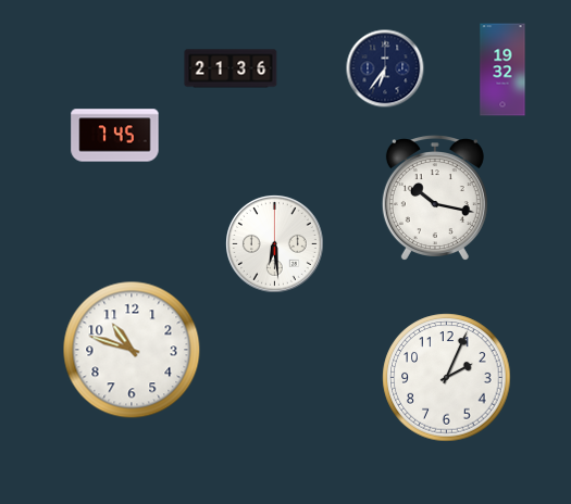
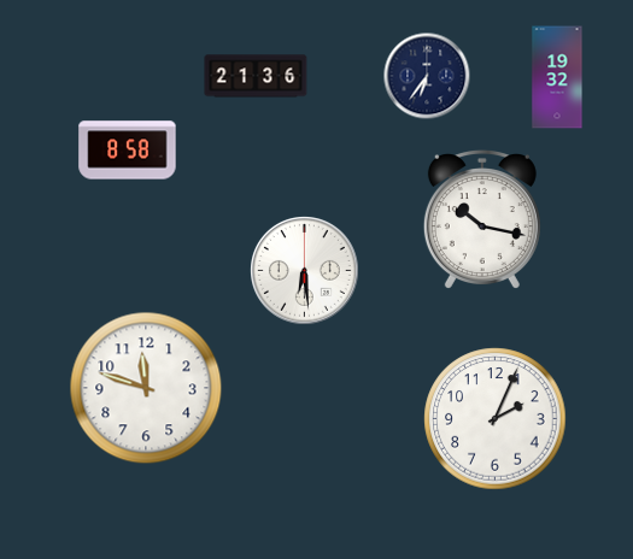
clock at (115, 136): 7:45 -> 8:58
clock at (132, 350): 10:48 -> 11:48
